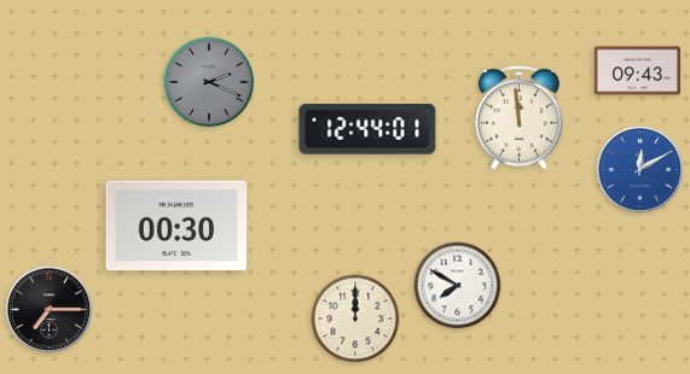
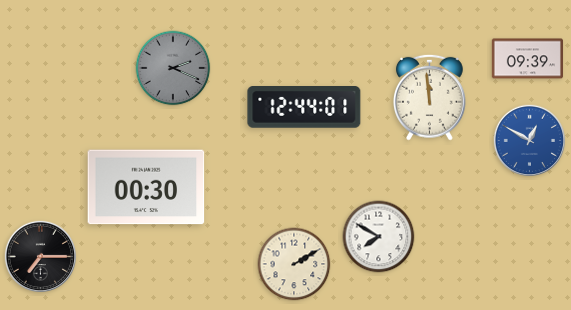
clock at (637, 71): 09:43 -> 09:39
clock at (639, 169): 12:10 -> 12:50
clock at (355, 319): 12:00 -> 2:10
